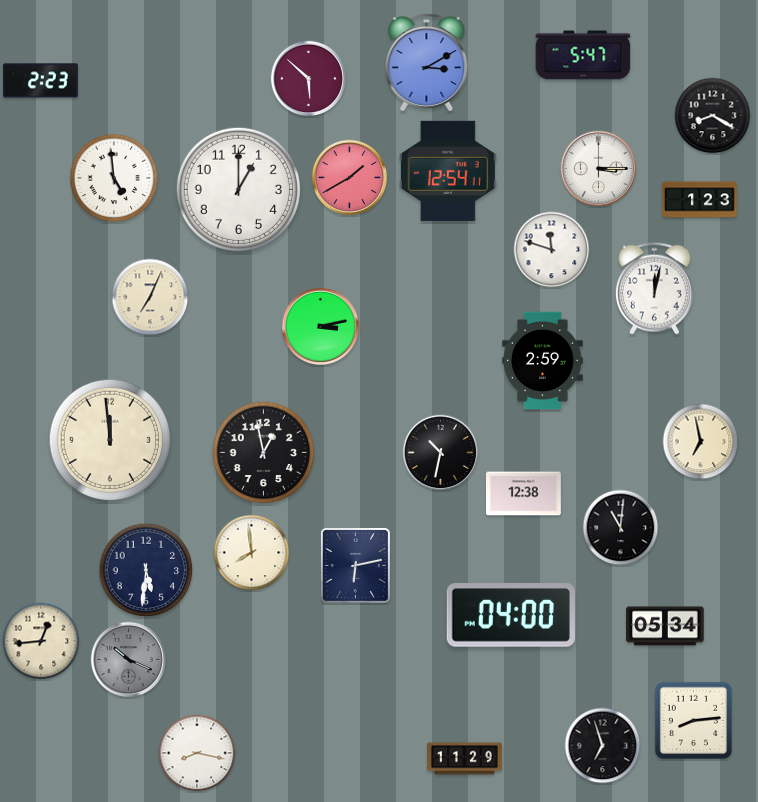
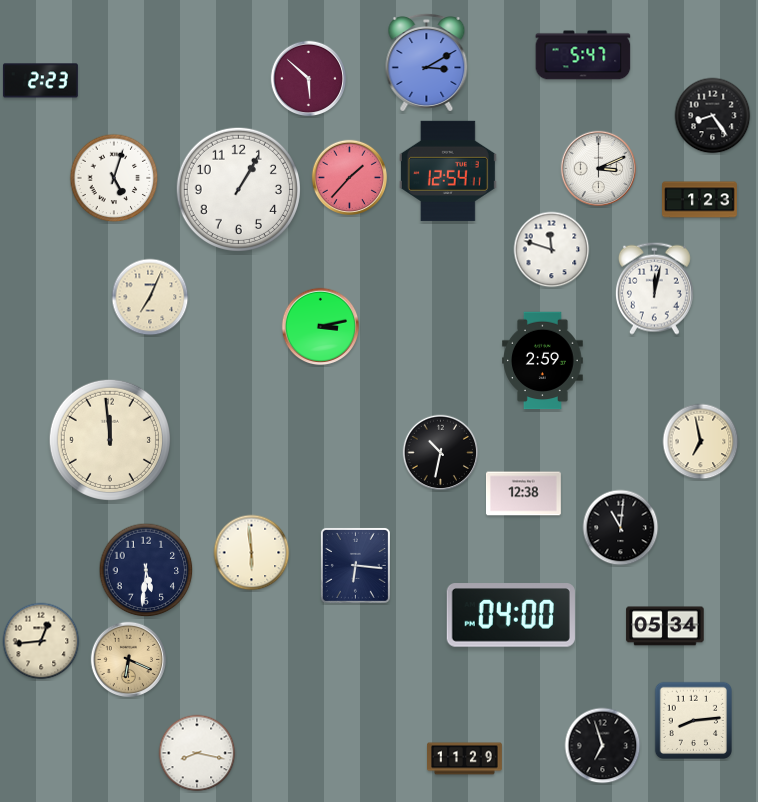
clock at (713, 116): 8:20 -> 8:24
clock at (599, 169): 3:15 -> 3:11
clock at (114, 178): 4:59 -> 5:03
clock at (350, 178): 1:40 -> 1:37
clock at (238, 189): 1:00 -> 1:05
clock at (264, 453): 12:58 -> none
clock at (252, 553): 7:59 -> 5:59
clock at (355, 565): 6:13 -> 6:16
clock at (129, 660): 10:19 -> 6:19
clock at (129, 660) dial: grey -> champagne
